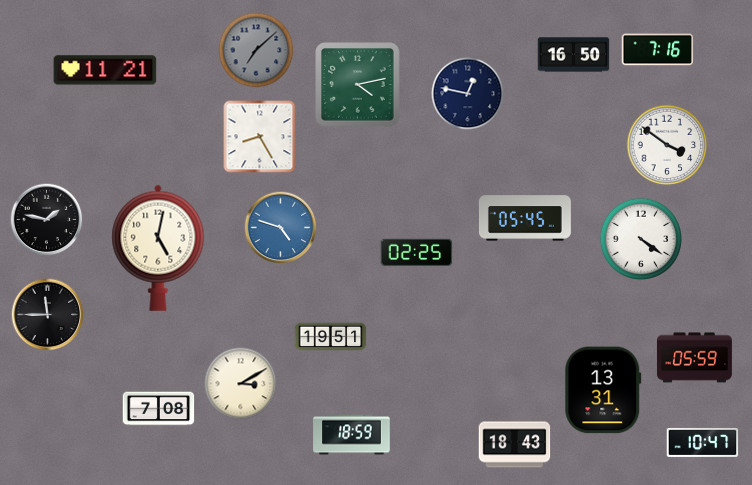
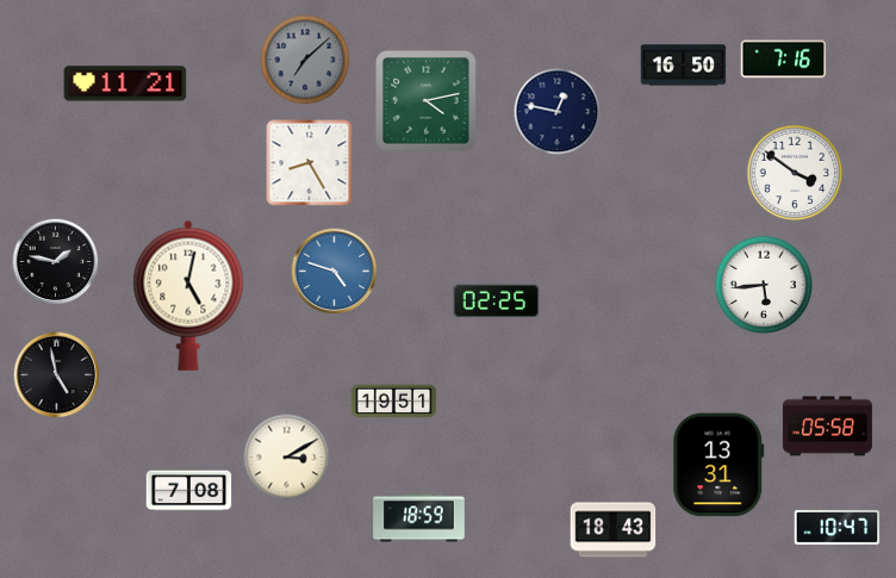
clock at (525, 218): 05:45 -> none
clock at (641, 239): 4:21 -> 5:44
clock at (48, 315): 11:45 -> 4:58
clock at (694, 358): 05:59 -> 05:58
clock at (159, 409) position: (159, 409) -> (189, 491)
